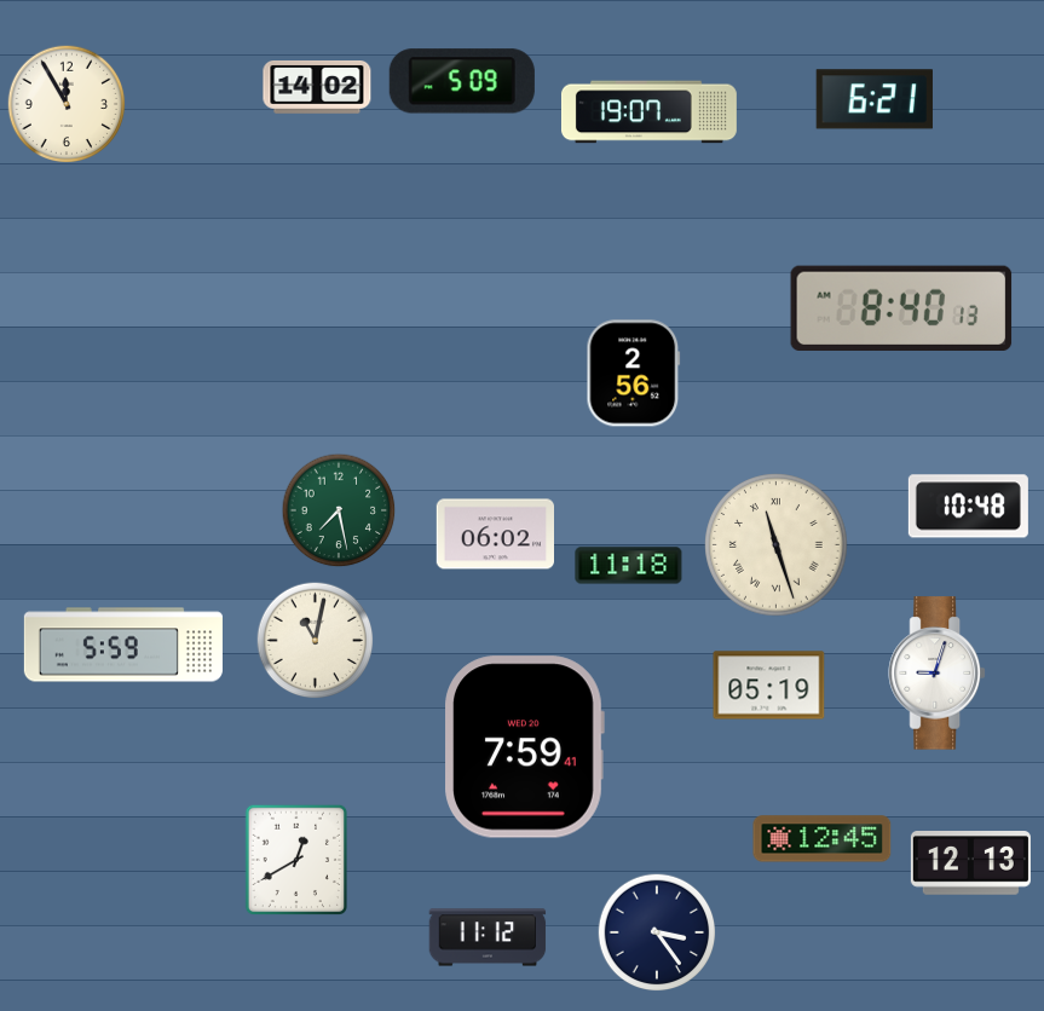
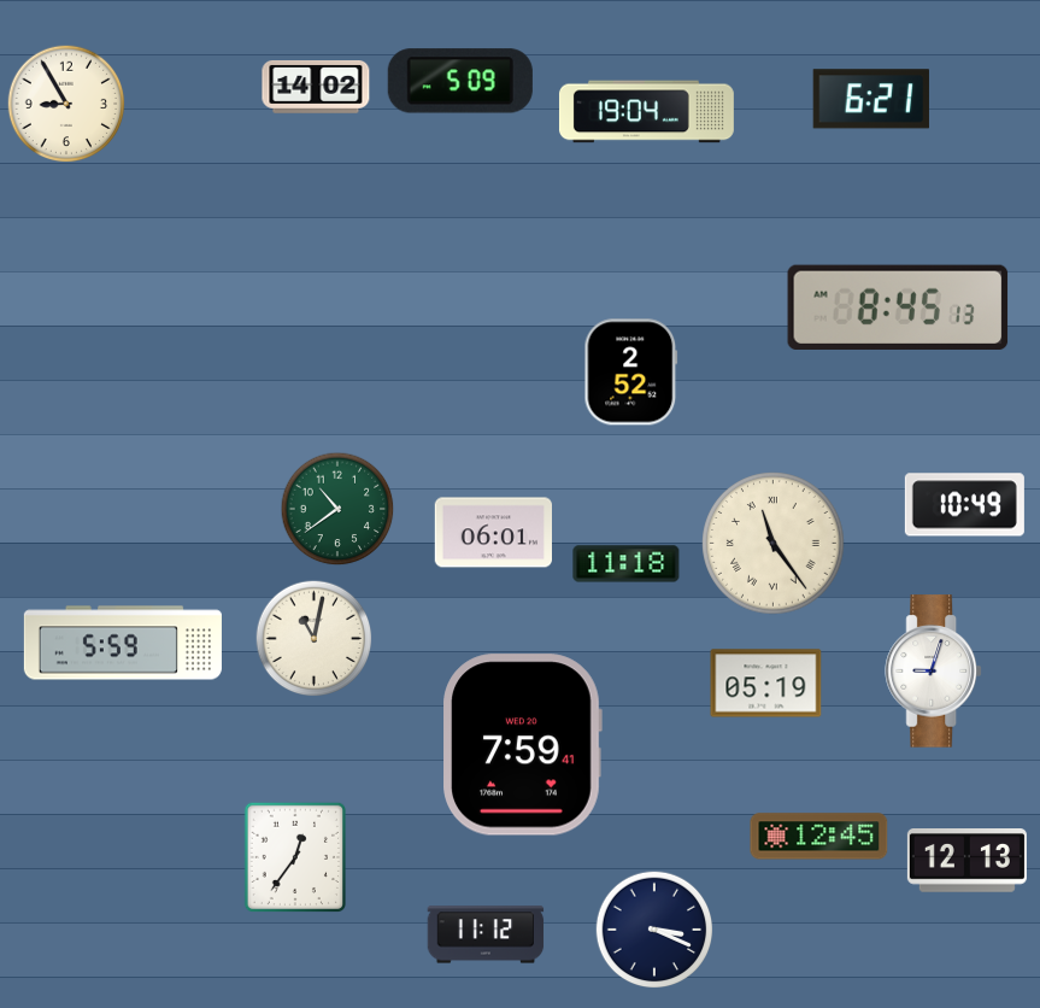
clock at (67, 104): 11:55 -> 8:55
clock at (648, 112): 19:07 -> 19:04
clock at (901, 307): 8:40 -> 8:45
clock at (634, 374): 2:56 -> 2:52
clock at (968, 507): 10:48 -> 10:49
clock at (339, 510): 7:28 -> 10:39
clock at (495, 535): 06:02 -> 06:01
clock at (777, 545): 11:27 -> 11:24
clock at (295, 859): 12:40 -> 12:36
clock at (657, 932): 3:24 -> 3:19
